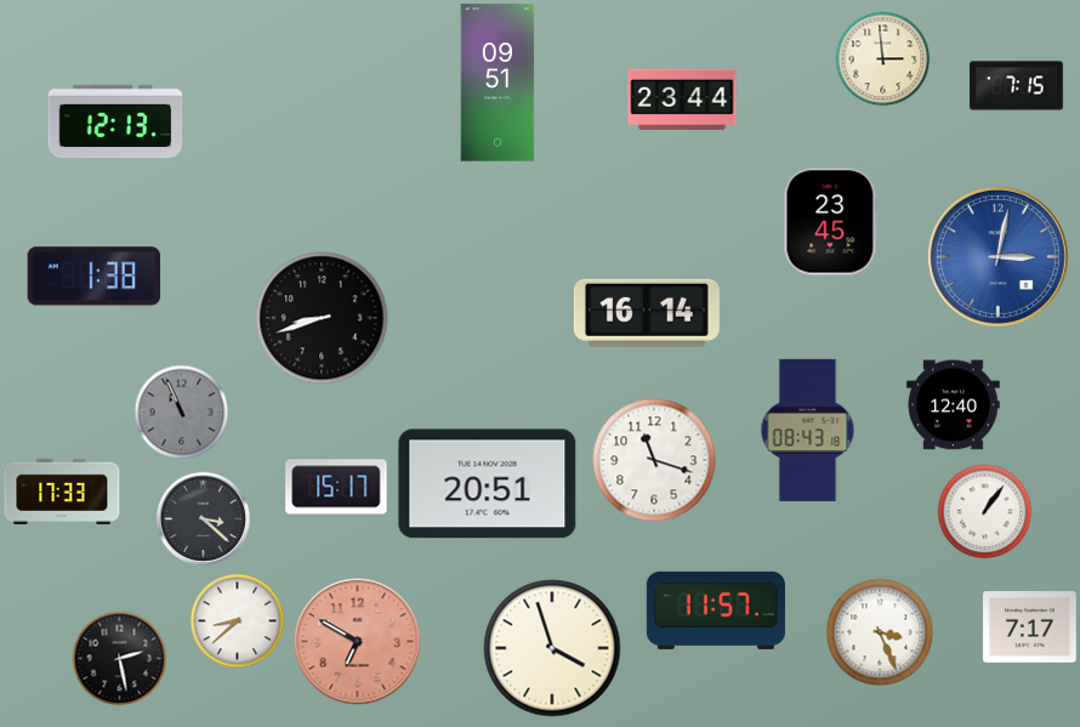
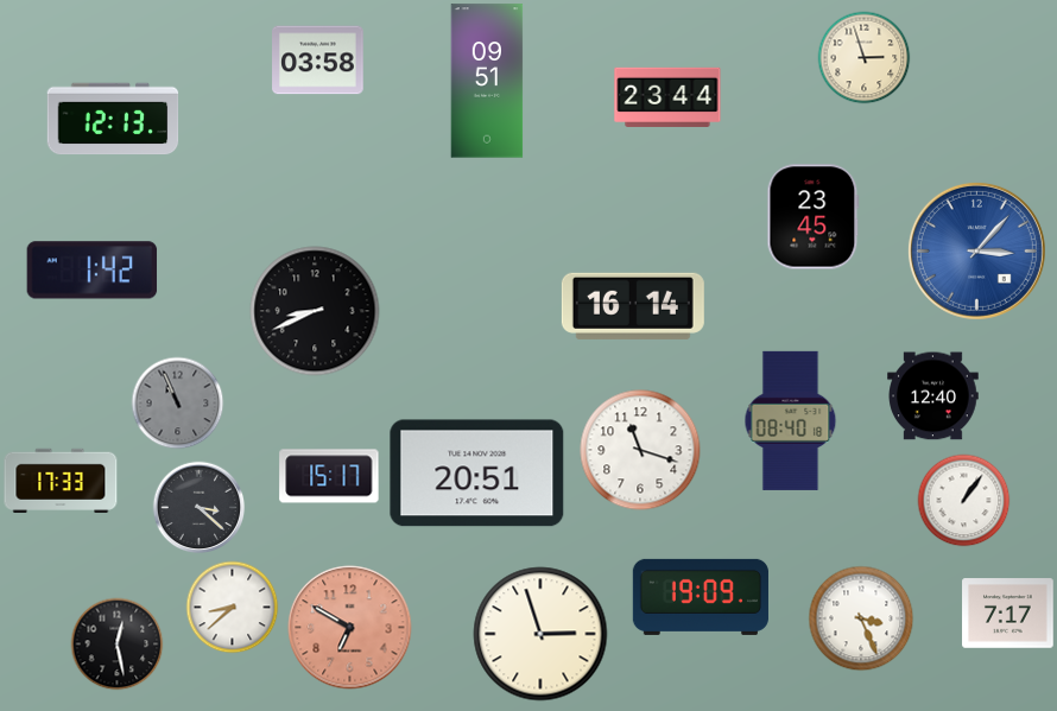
clock at (882, 58): 2:59 -> 2:57
clock at (318, 61): none -> 03:58
clock at (1017, 86): 7:15 -> none
clock at (997, 256): 3:02 -> 3:07
clock at (95, 277): 1:38 -> 1:42
clock at (322, 318): 8:42 -> 8:41
clock at (808, 430): 08:43 -> 08:40
clock at (716, 610): 11:57 -> 19:09
clock at (552, 648): 3:57 -> 2:57
clock at (119, 658): 2:28 -> 12:28
